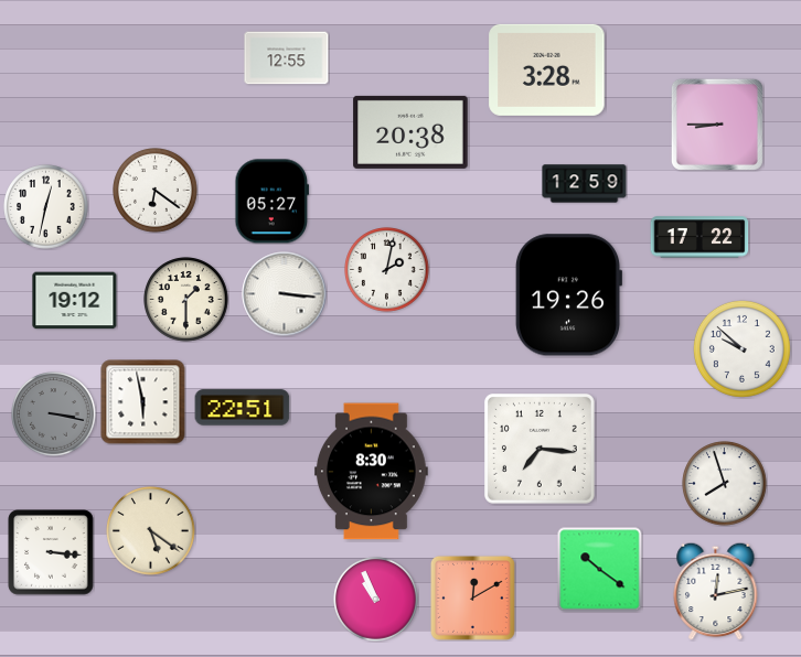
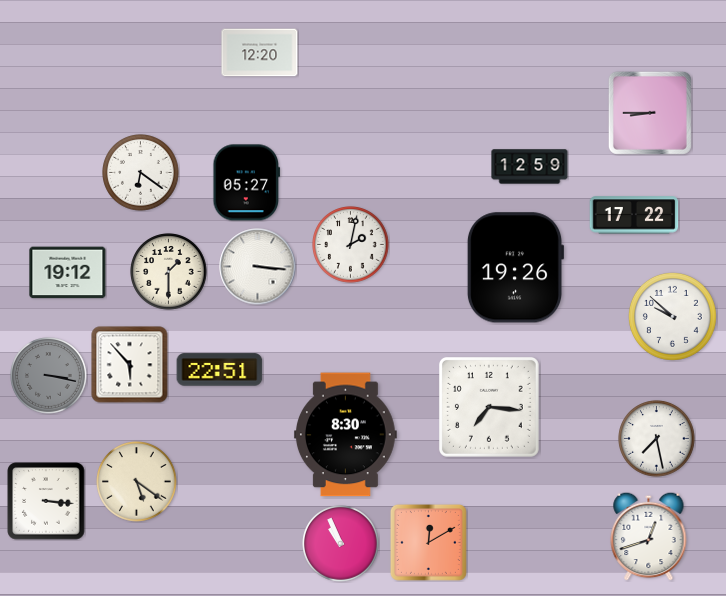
clock at (287, 58): 12:55 -> 12:20
clock at (547, 69): 3:28 -> none
clock at (410, 132): 20:38 -> none
clock at (46, 207): 12:32 -> none
clock at (143, 402): 5:58 -> 5:53
clock at (372, 472) position: (372, 472) -> (346, 435)
clock at (725, 484): 7:57 -> 7:28
clock at (600, 570): 10:21 -> none
clock at (716, 591): 12:13 -> 12:42
